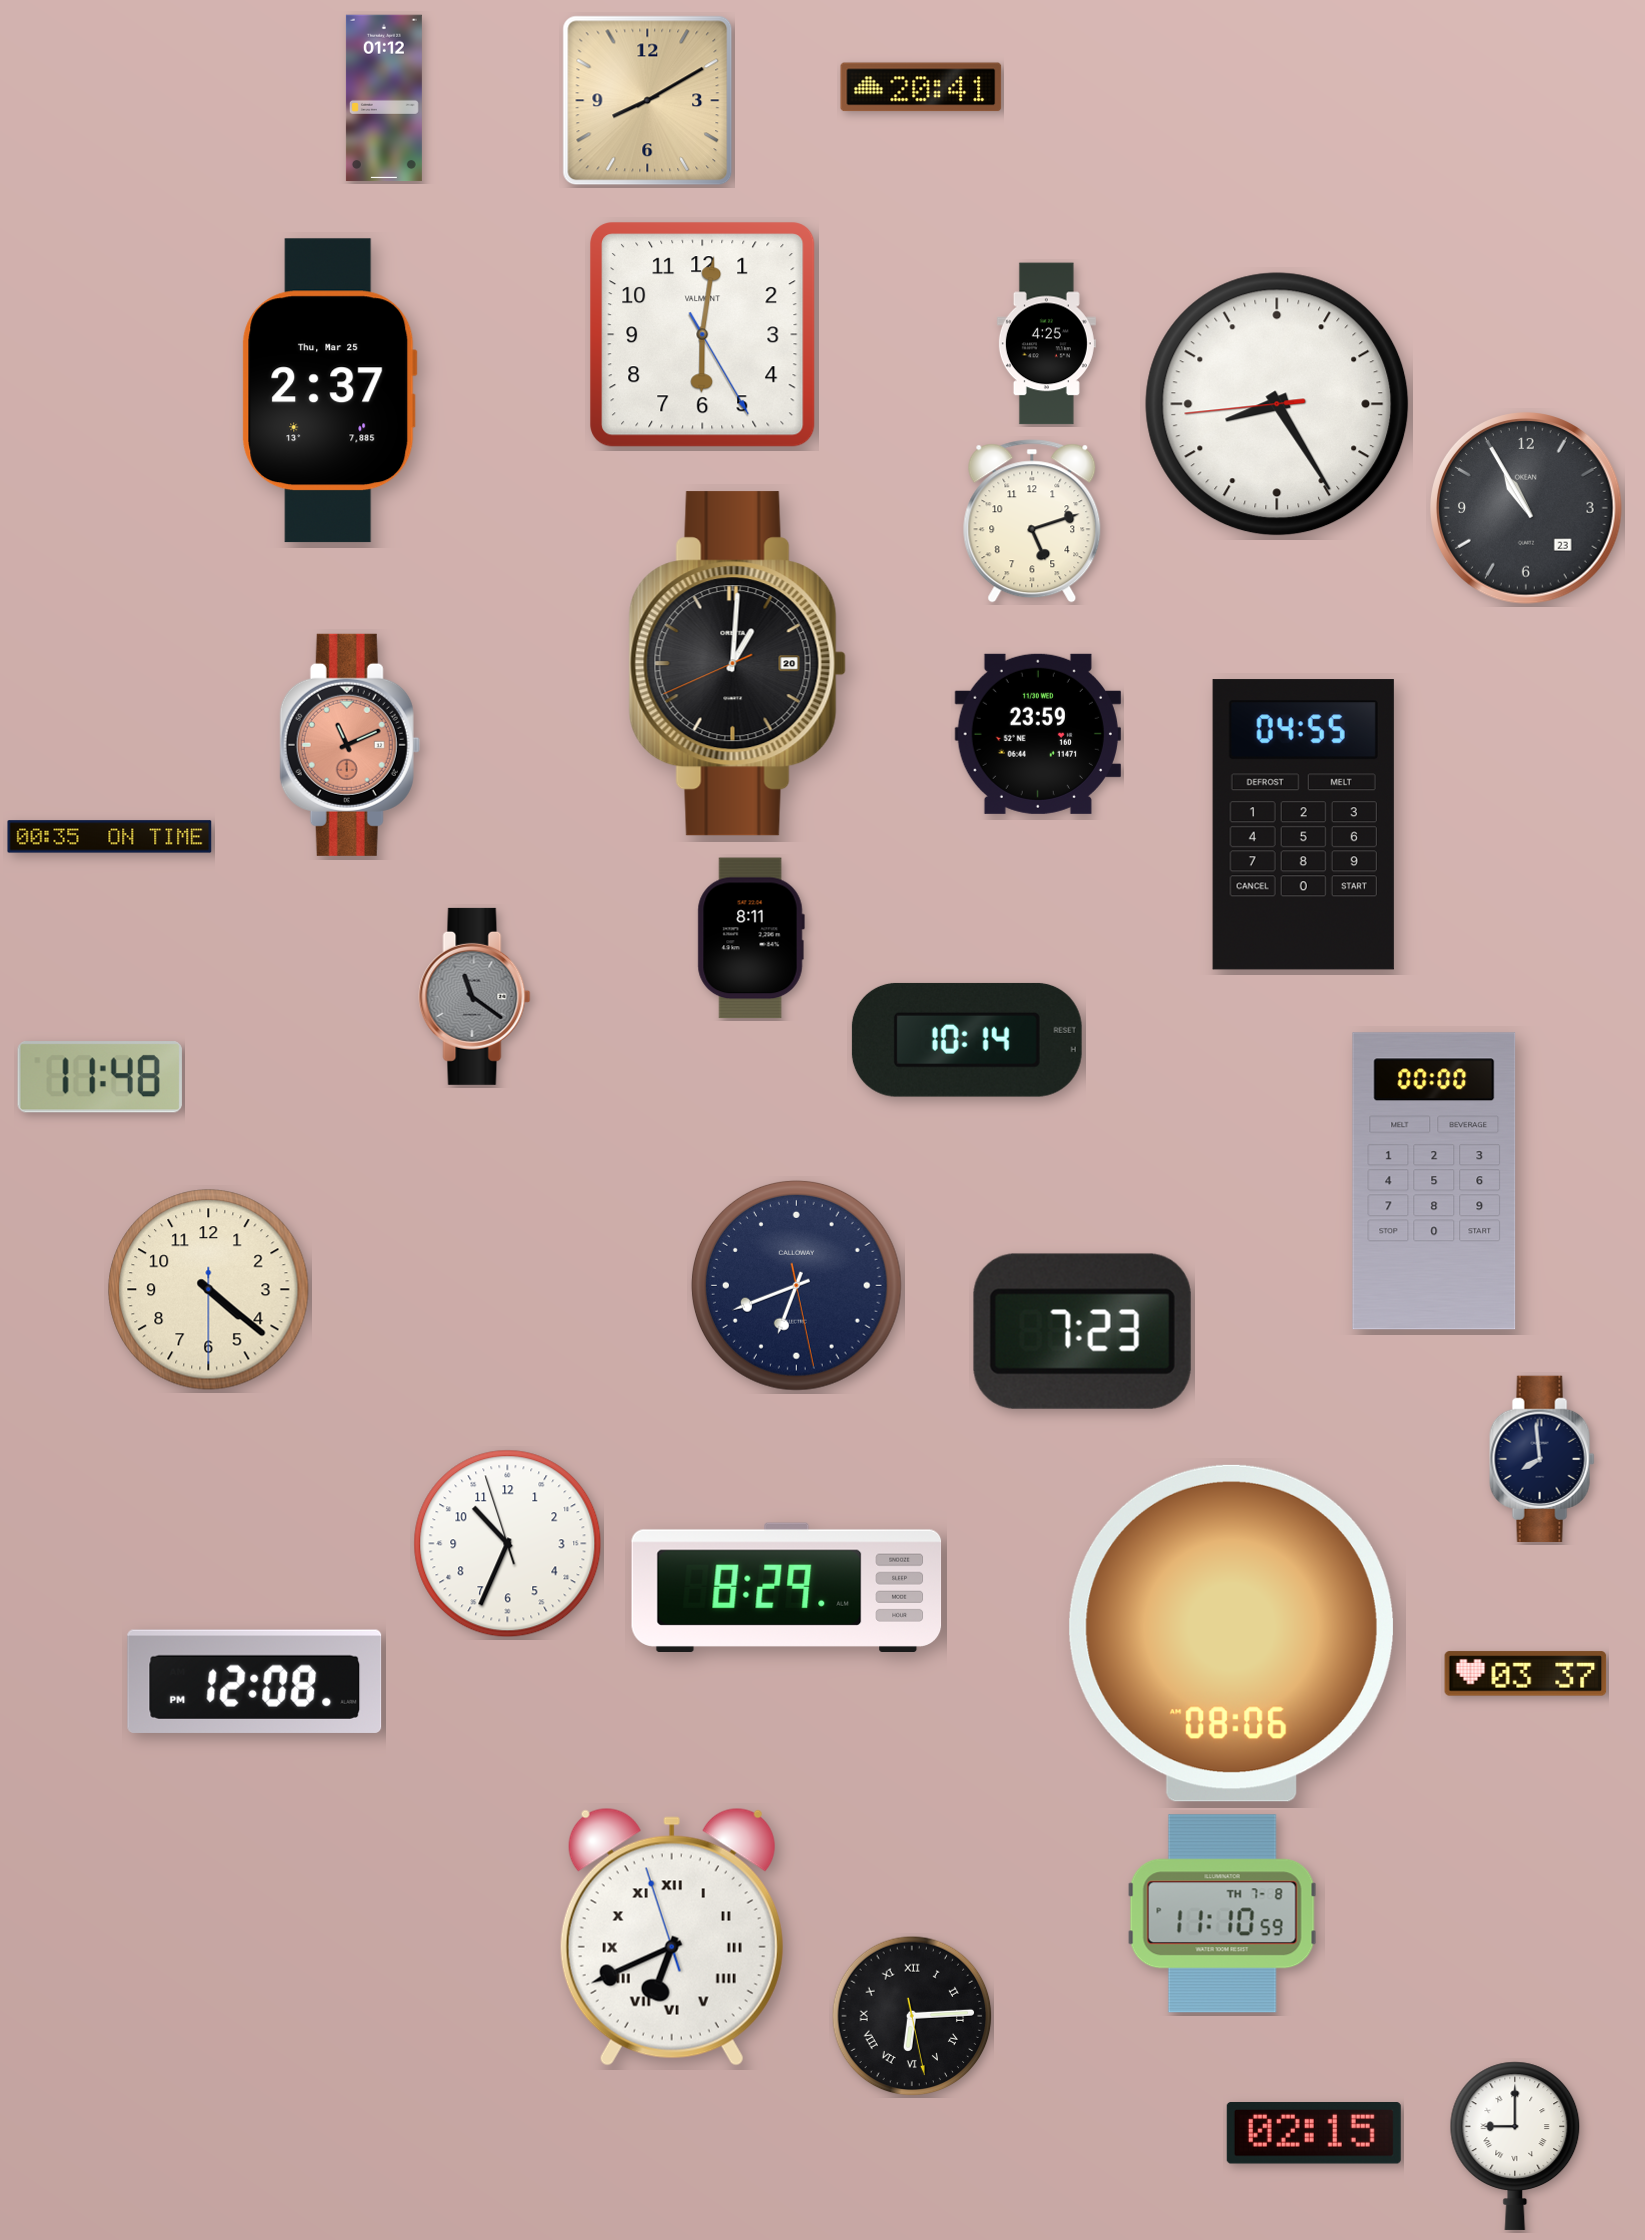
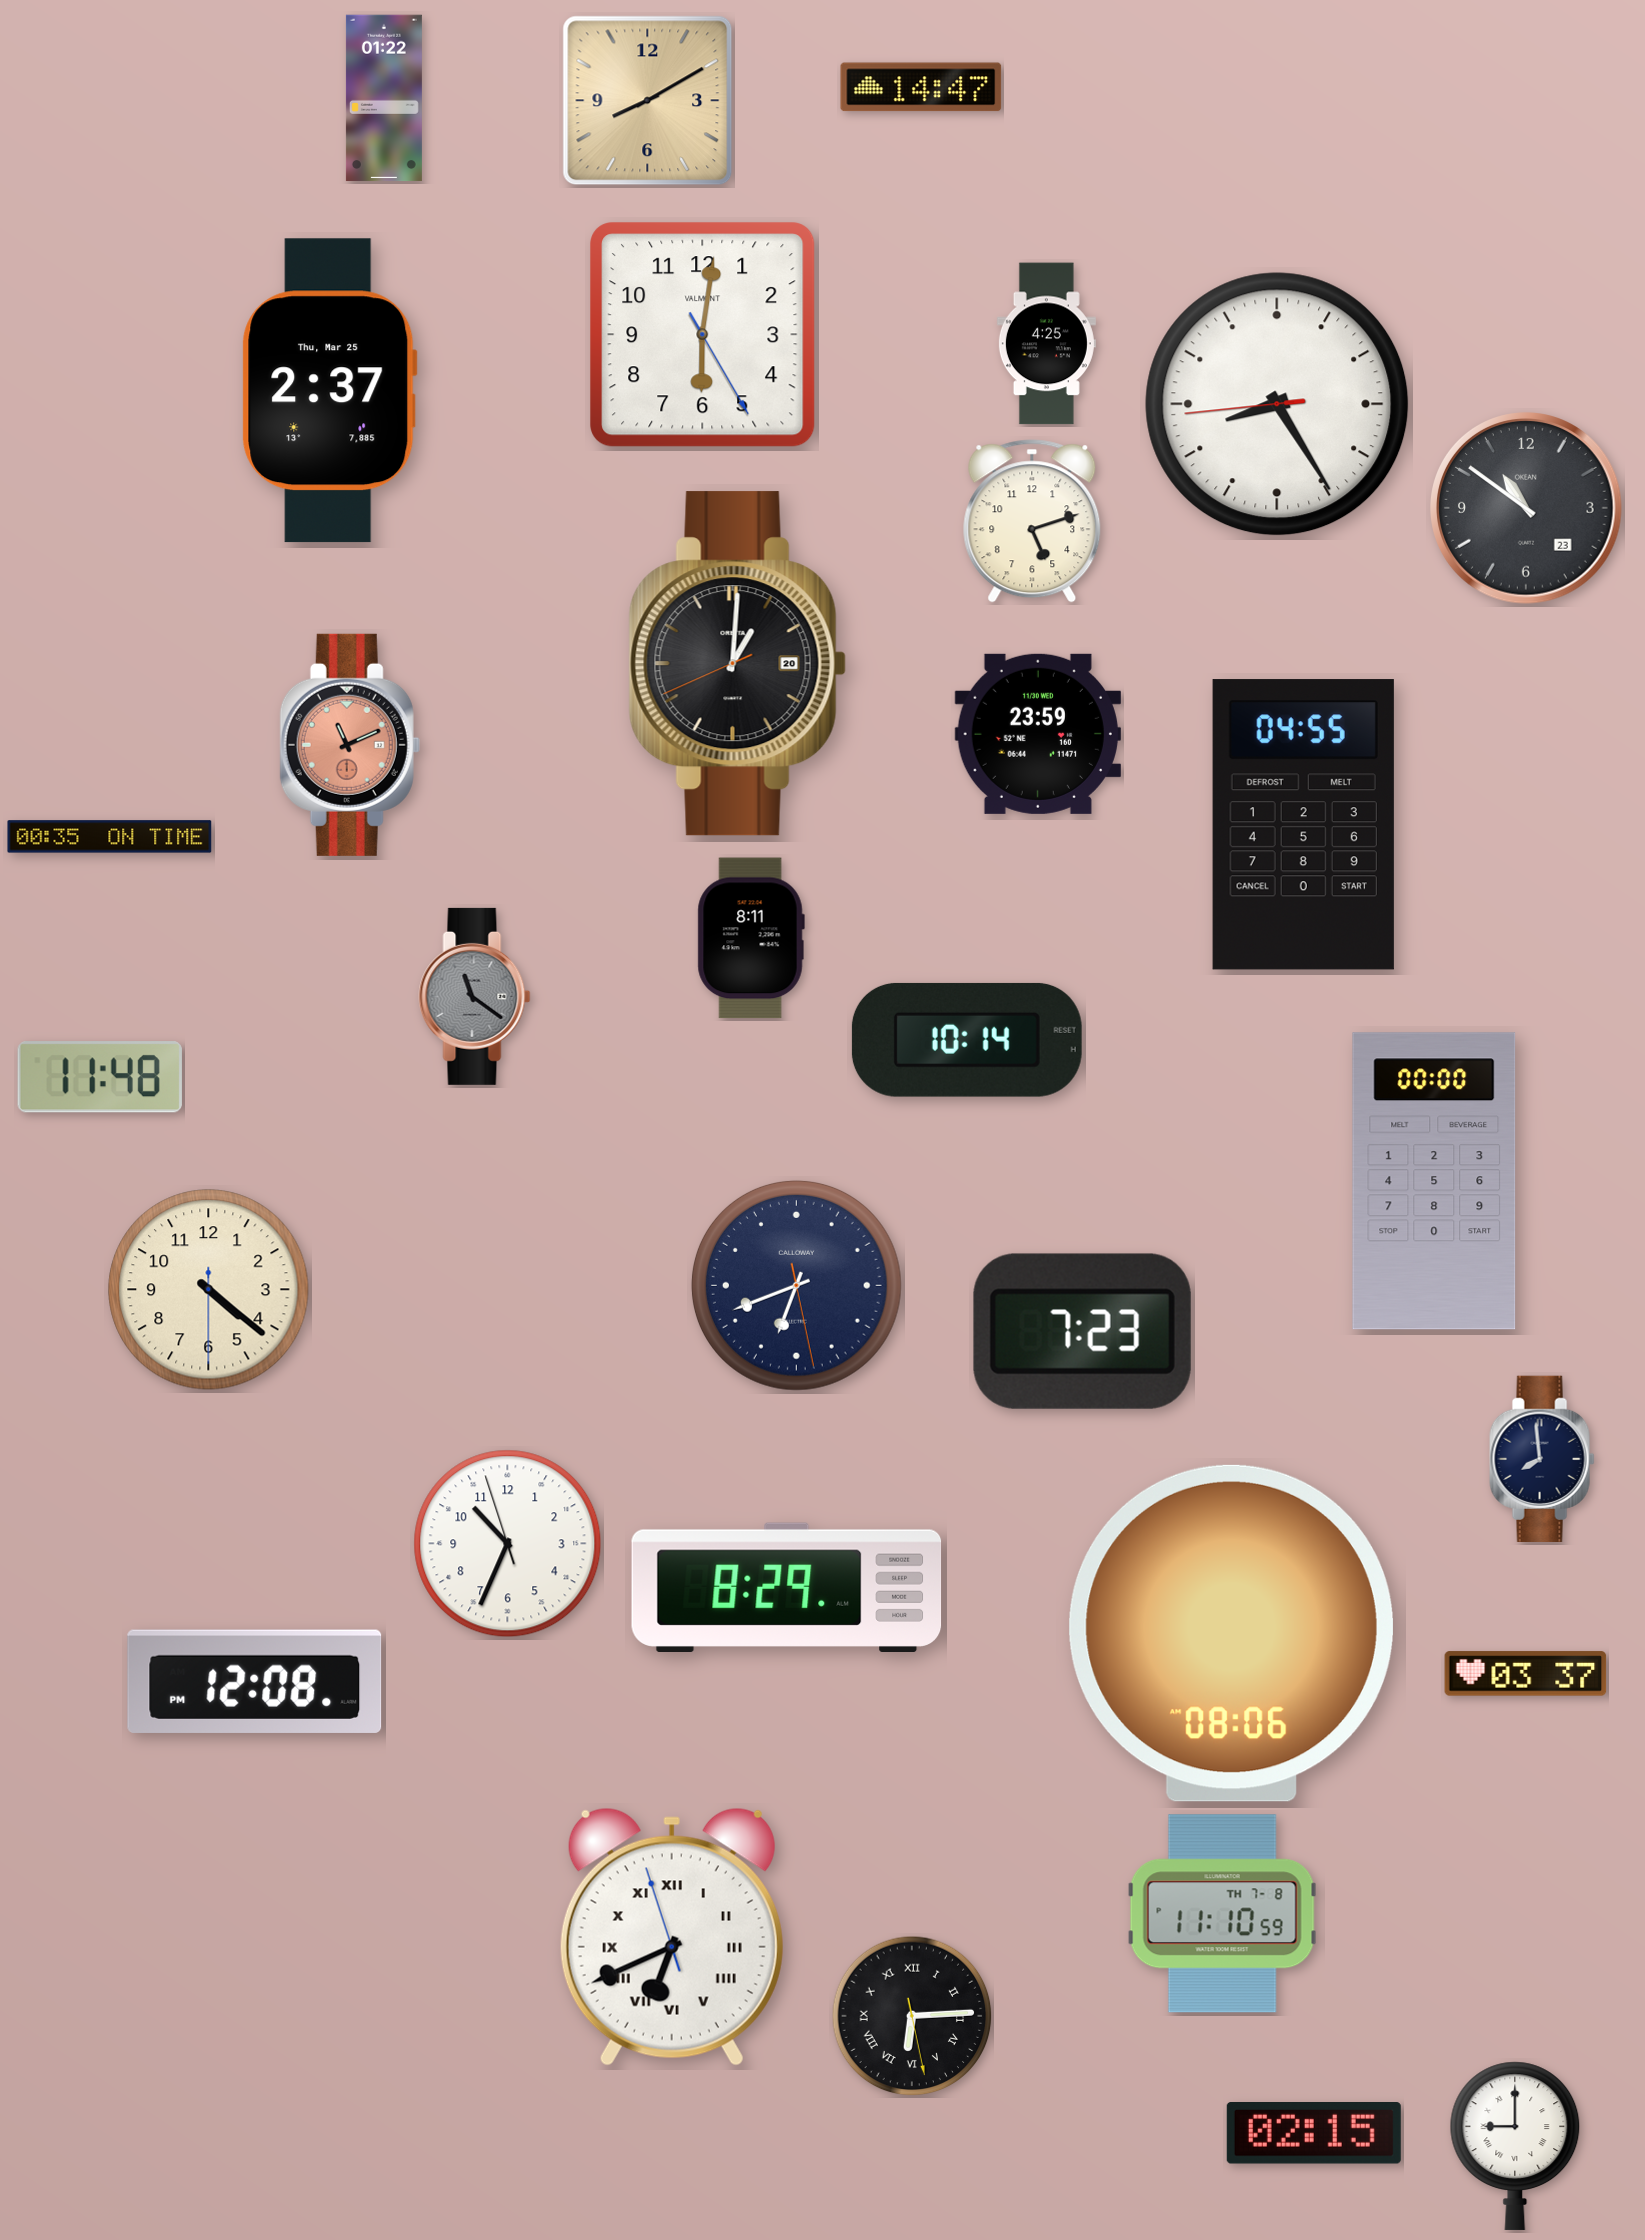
clock at (921, 87): 20:41 -> 14:47
clock at (384, 98): 01:12 -> 01:22
clock at (1526, 508): 10:55 -> 10:51
